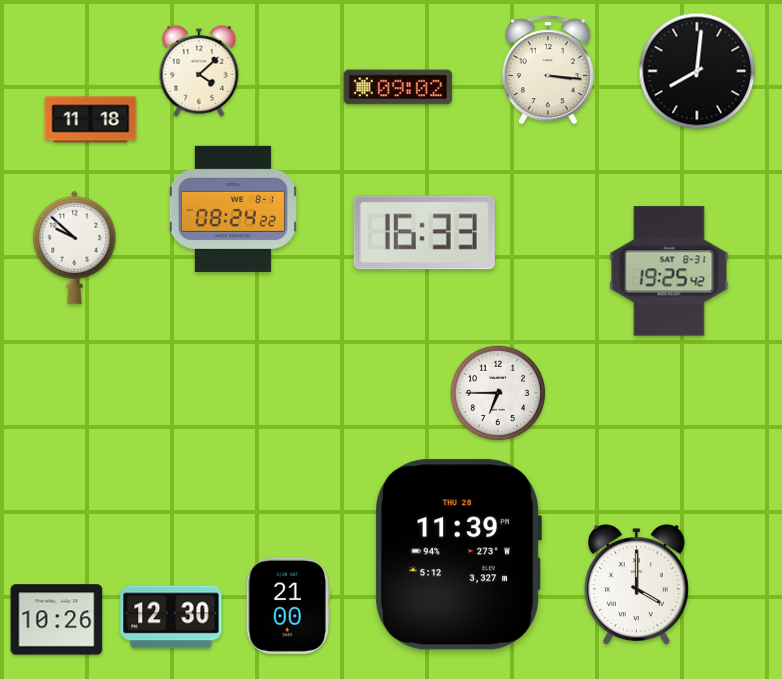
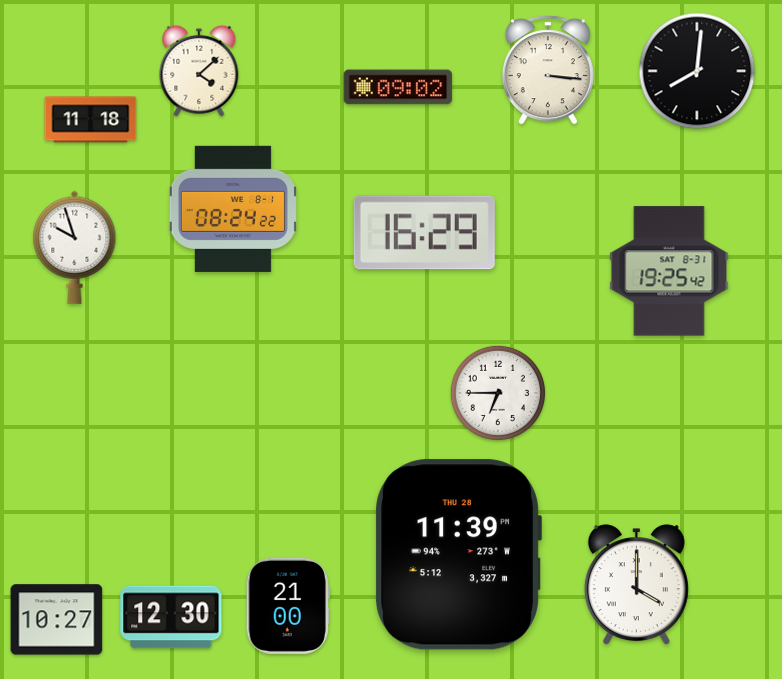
clock at (424, 233): 16:33 -> 16:29
clock at (75, 247): 9:52 -> 9:57
clock at (57, 620): 10:26 -> 10:27
